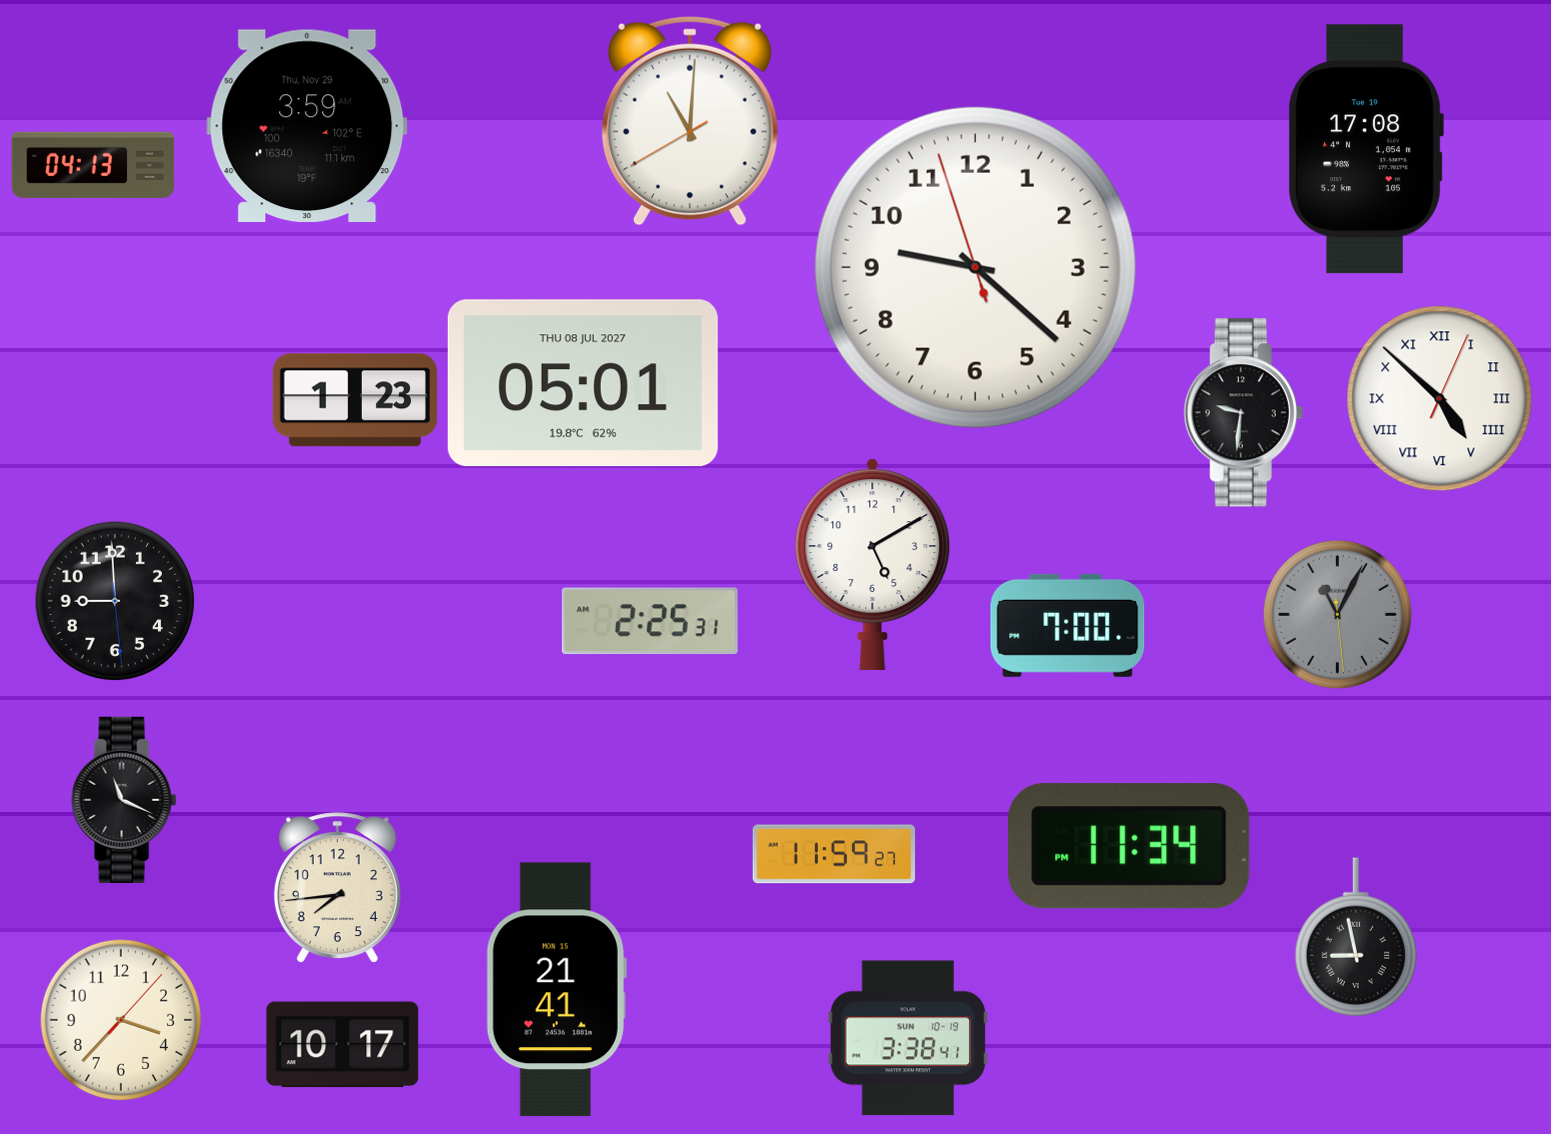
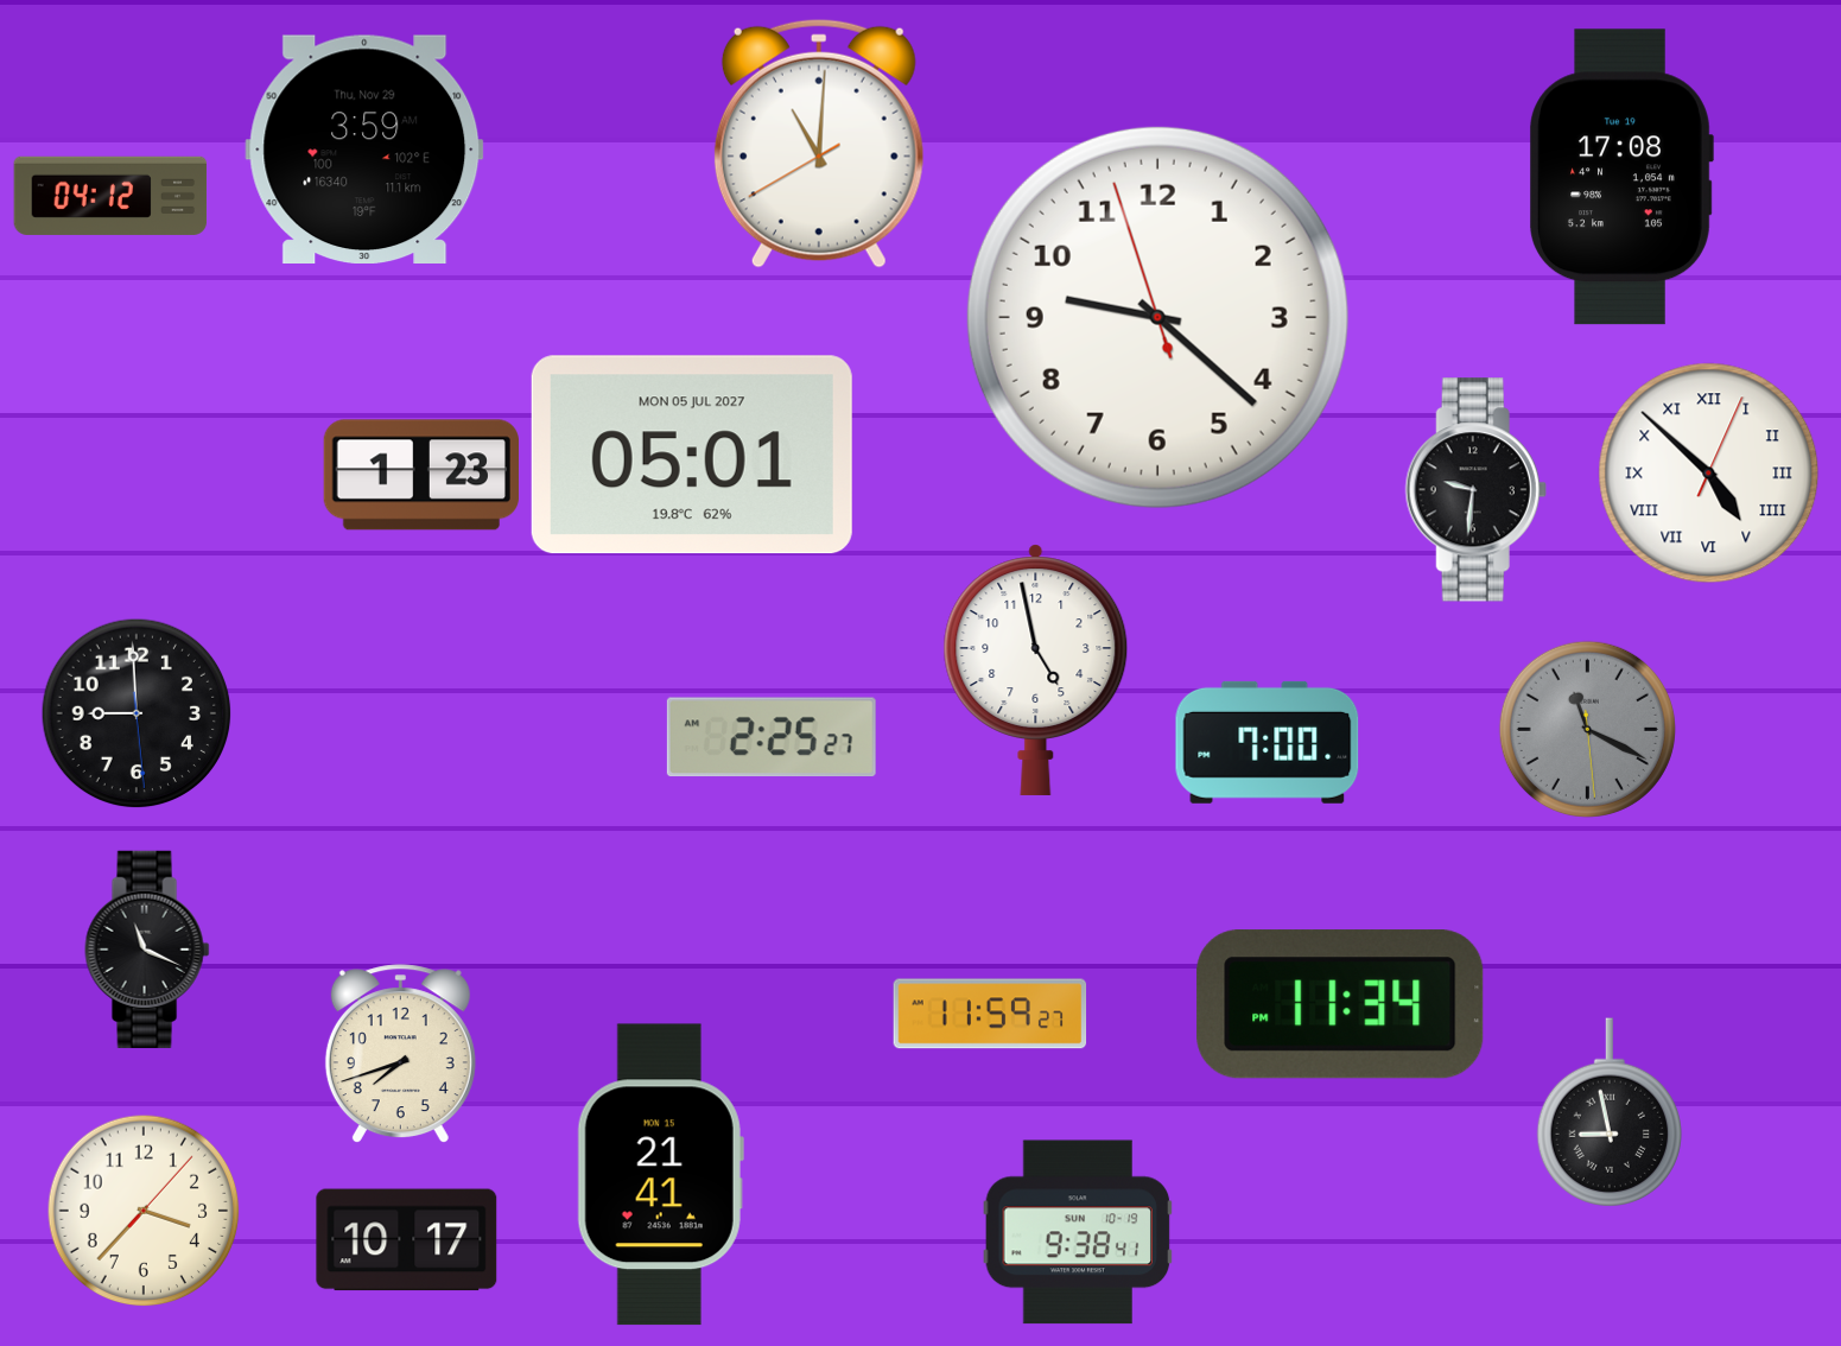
clock at (93, 165): 04:13 -> 04:12
clock at (583, 383) date: THU 08 JUL 2027 -> MON 05 JUL 2027
clock at (873, 564): 5:10 -> 4:58
clock at (1337, 614): 11:04 -> 11:19
clock at (650, 621): 2:25:31 -> 2:25:27
clock at (337, 888): 7:44 -> 7:42
clock at (908, 1038): 3:38 -> 9:38
